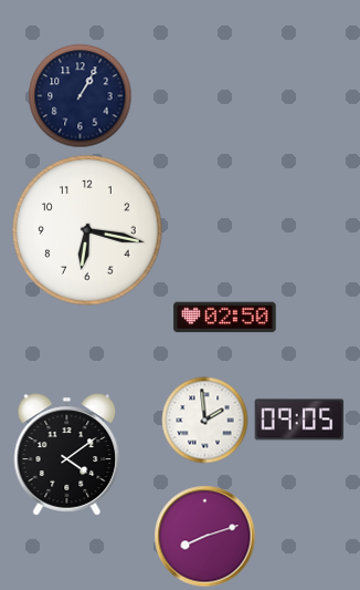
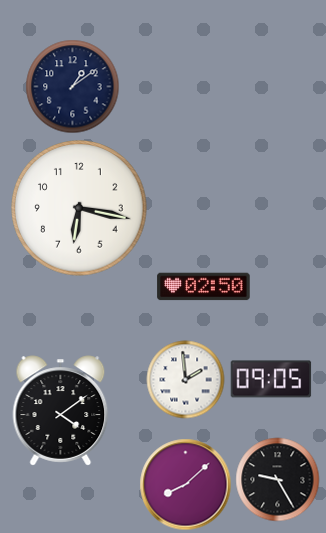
clock at (81, 96): 1:05 -> 1:09
clock at (278, 480): none -> 9:25
clock at (205, 537): 8:12 -> 8:08
